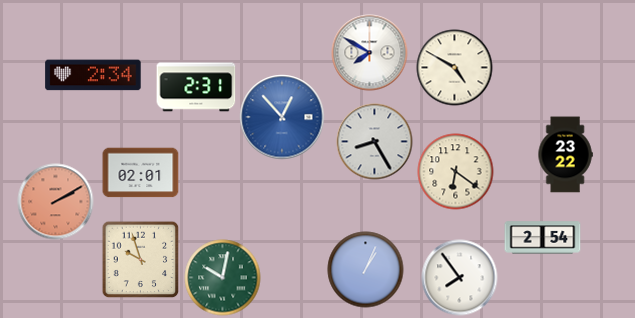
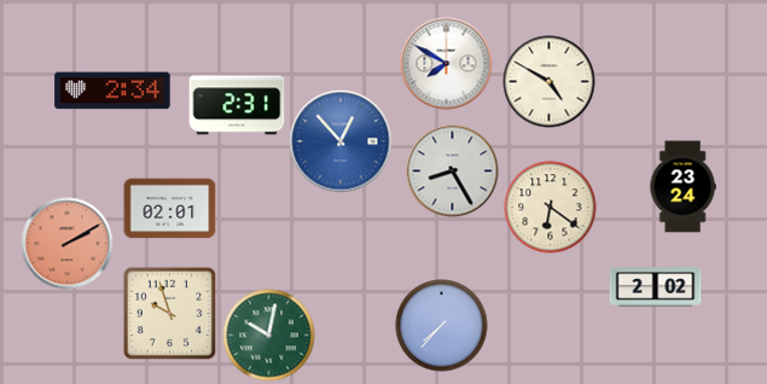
clock at (565, 155): 23:22 -> 23:24
clock at (543, 238): 2:54 -> 2:02
clock at (366, 270): 1:04 -> 7:37
clock at (460, 278): 7:54 -> none
